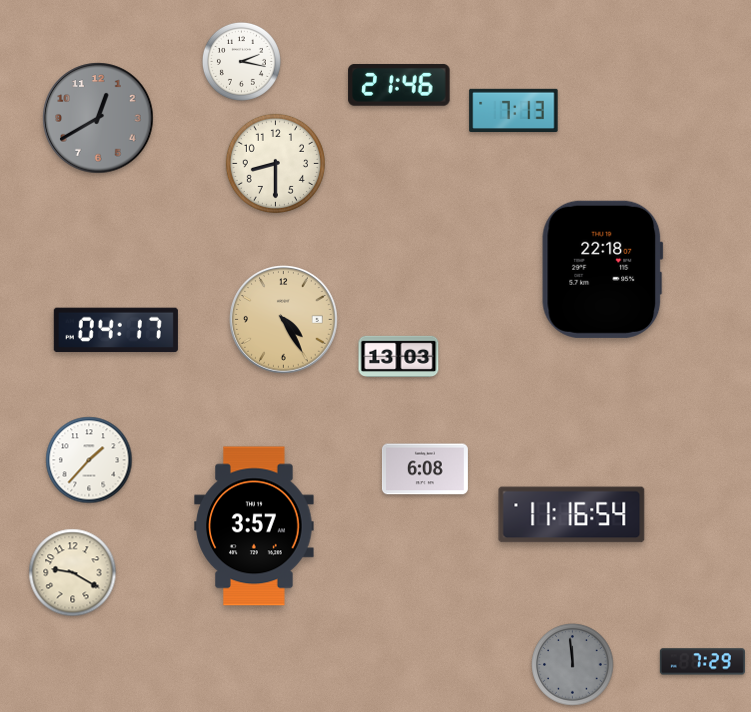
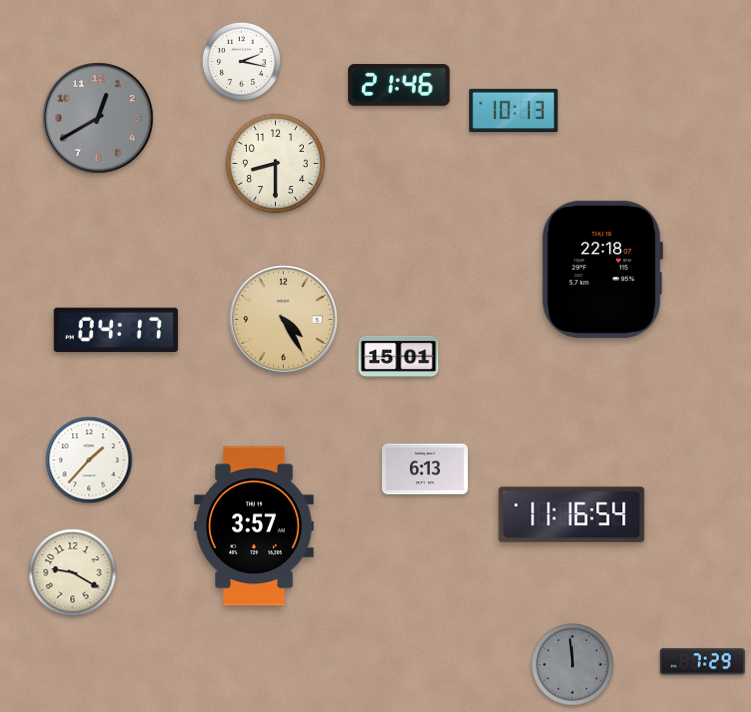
clock at (514, 110): 7:13 -> 10:13
clock at (399, 356): 13:03 -> 15:01
clock at (425, 469): 6:08 -> 6:13
